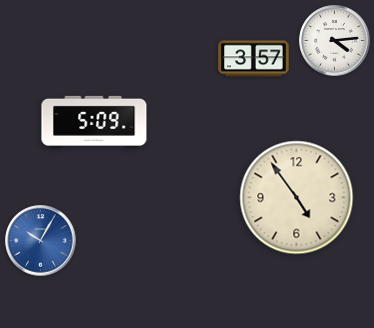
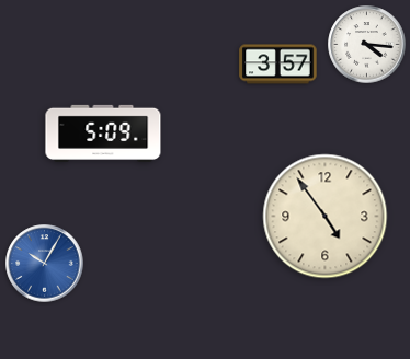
clock at (335, 41): 4:14 -> 4:16
